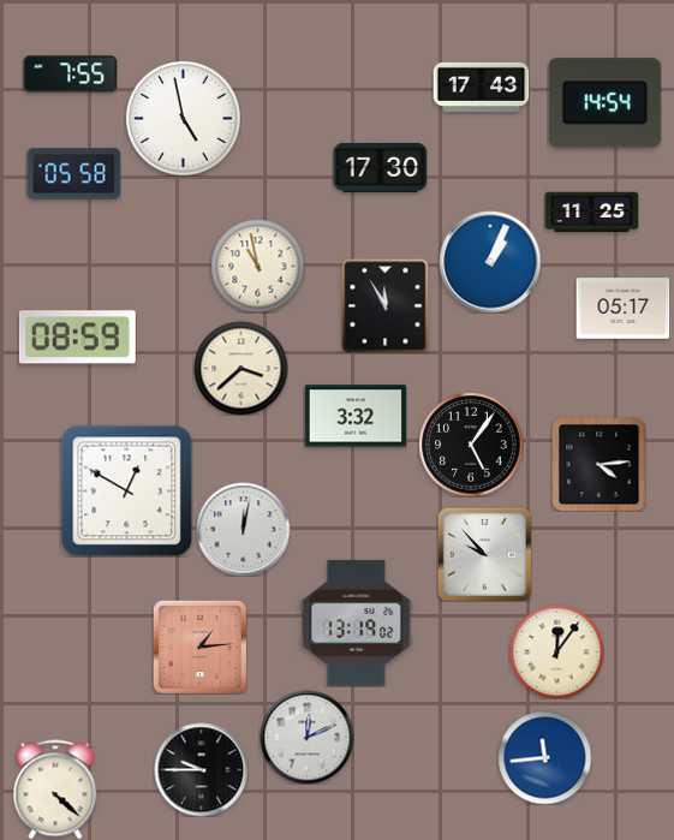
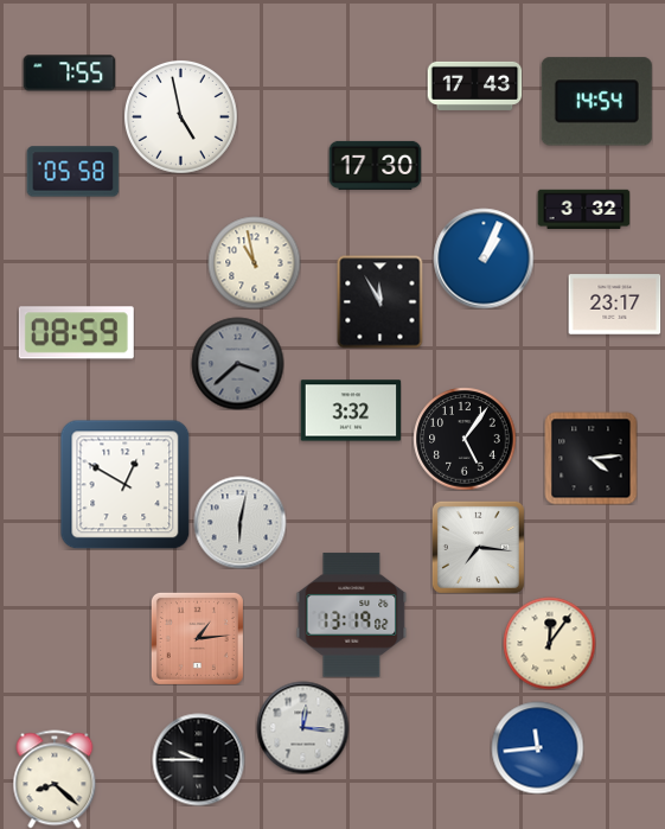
clock at (591, 213): 11:25 -> 3:32
clock at (622, 309): 05:17 -> 23:17
clock at (240, 368) dial: cream -> grey
clock at (243, 529): 12:02 -> 6:02
clock at (484, 554): 9:53 -> 7:16
clock at (306, 737): 12:11 -> 12:16
clock at (55, 790): 4:22 -> 8:22
